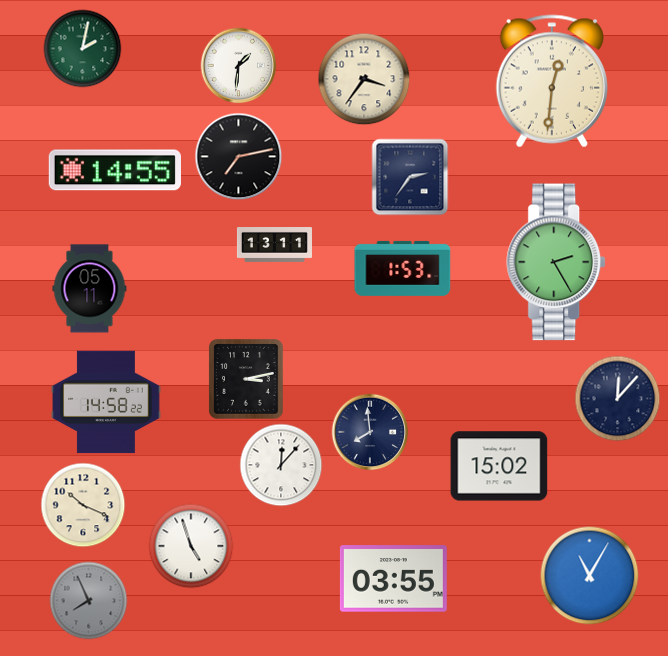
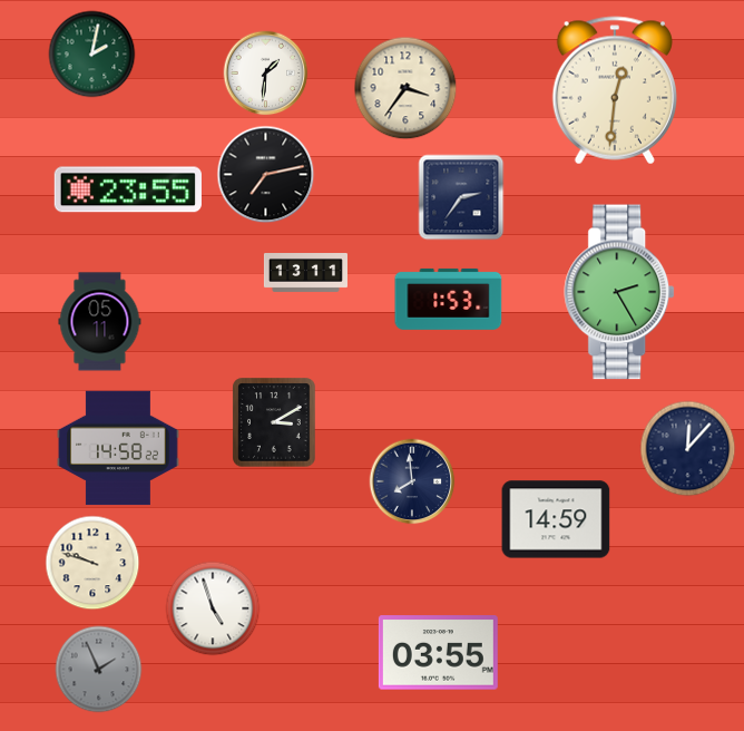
clock at (115, 170): 14:55 -> 23:55
clock at (410, 177) position: (410, 177) -> (461, 197)
clock at (246, 379): 3:13 -> 3:10
clock at (618, 399) position: (618, 399) -> (688, 449)
clock at (281, 465): 12:07 -> none
clock at (499, 466): 15:02 -> 14:59
clock at (83, 505): 10:19 -> 9:48
clock at (590, 576): 11:05 -> none
clock at (393, 579) position: (393, 579) -> (438, 653)
clock at (89, 601): 7:56 -> 1:56
